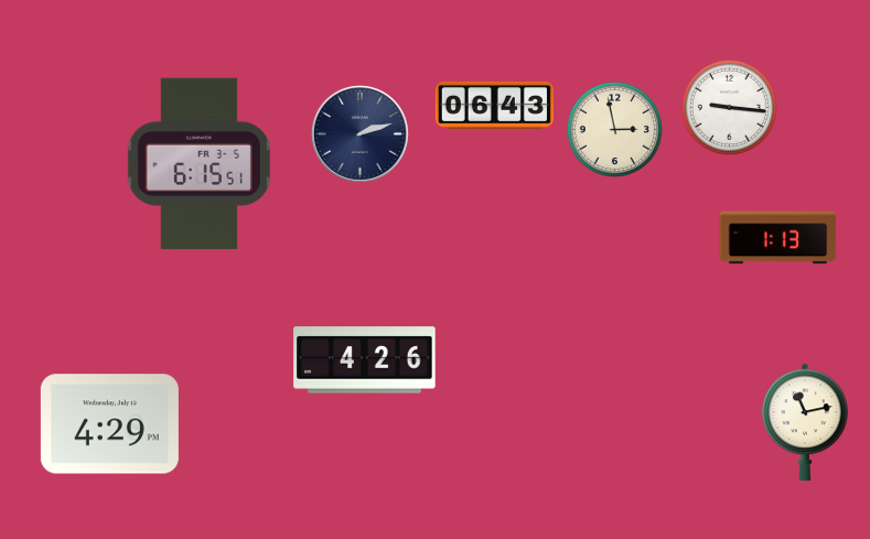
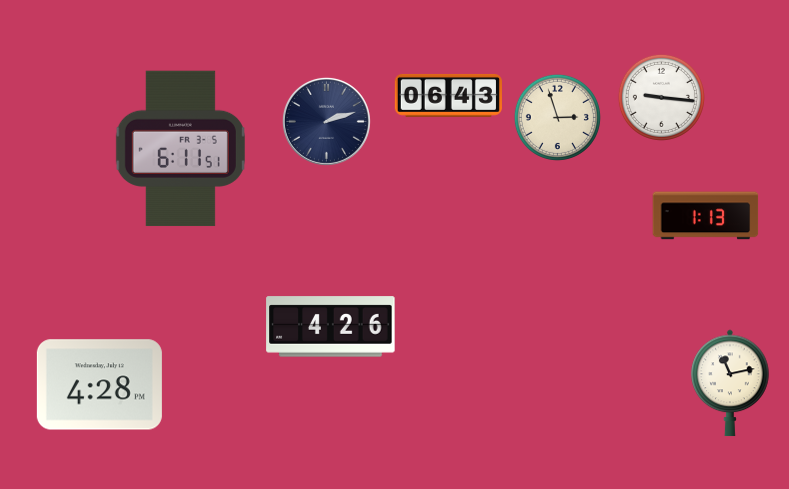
clock at (614, 129): 2:58 -> 2:57
clock at (198, 164): 6:15 -> 6:11
clock at (109, 424): 4:29 -> 4:28
